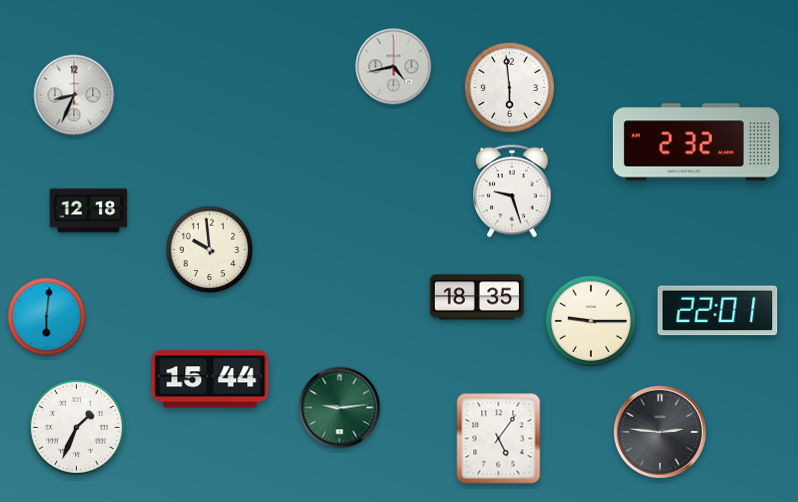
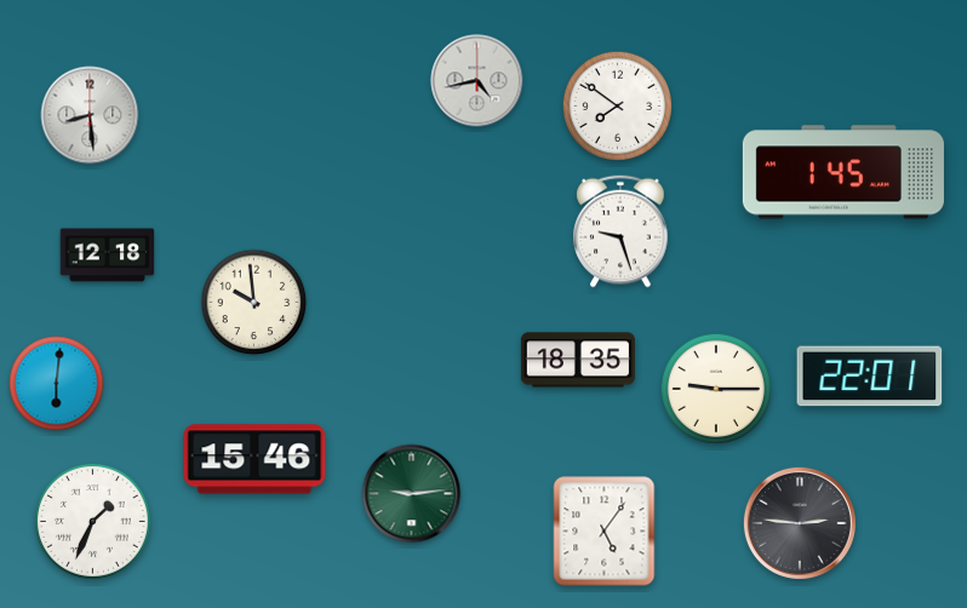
clock at (509, 87): 5:59 -> 7:51
clock at (74, 95): 8:34 -> 8:29
clock at (696, 142): 2:32 -> 1:45
clock at (210, 379): 15:44 -> 15:46
clock at (77, 428) position: (77, 428) -> (93, 522)
